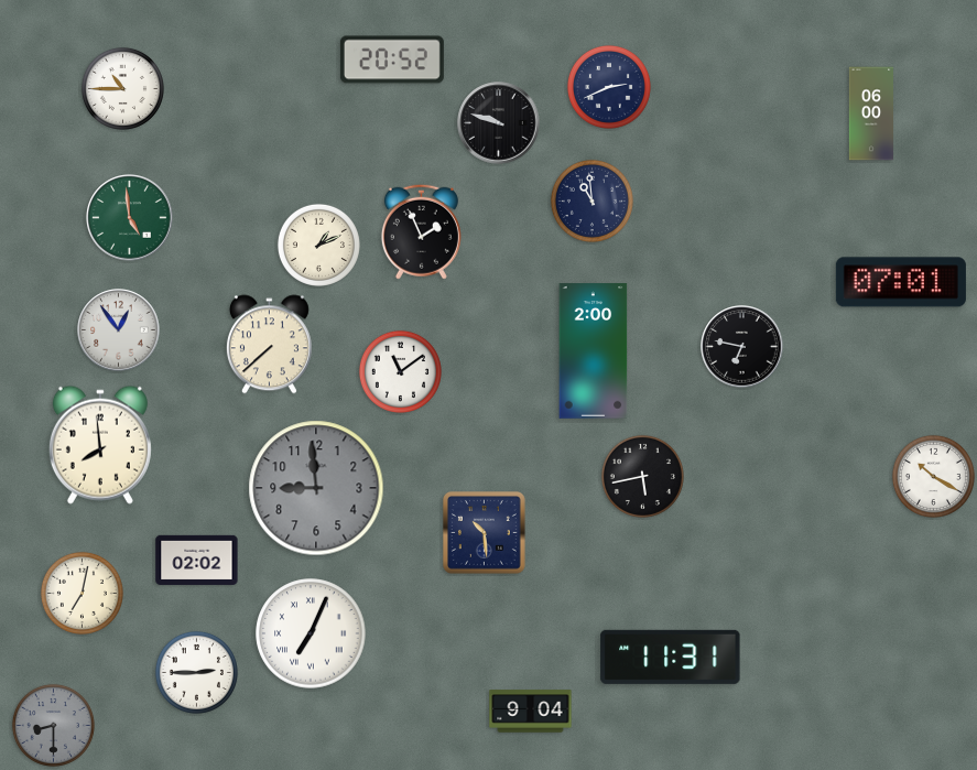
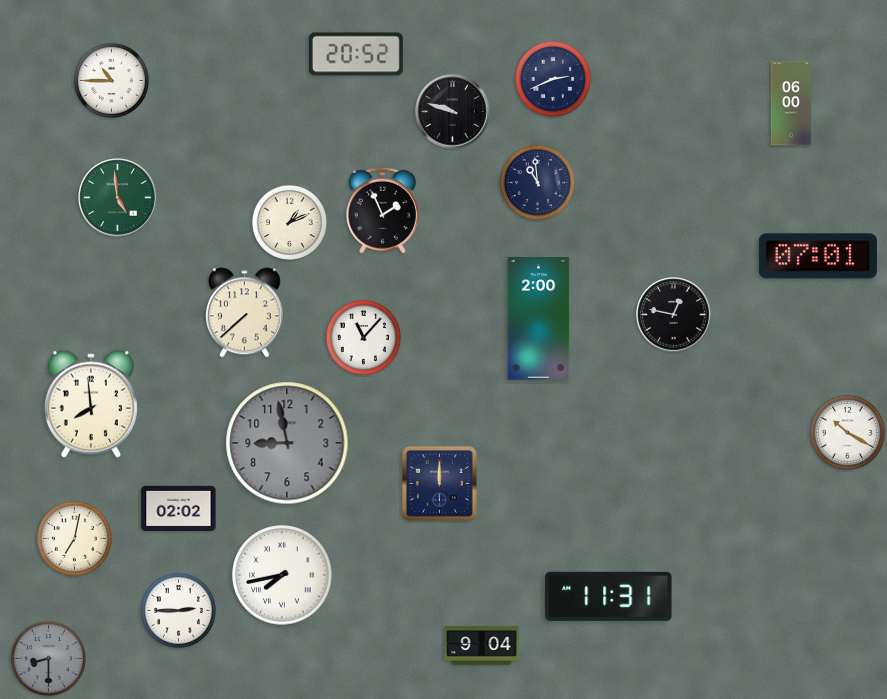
clock at (119, 330): 12:54 -> none
clock at (742, 347): 6:47 -> 12:47
clock at (400, 371): 11:09 -> 11:07
clock at (642, 476): 5:43 -> none
clock at (316, 488): 8:59 -> 8:58
clock at (485, 533): 10:29 -> 12:00
clock at (311, 633): 7:04 -> 7:43
